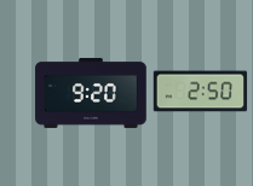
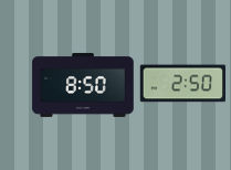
clock at (91, 93): 9:20 -> 8:50
